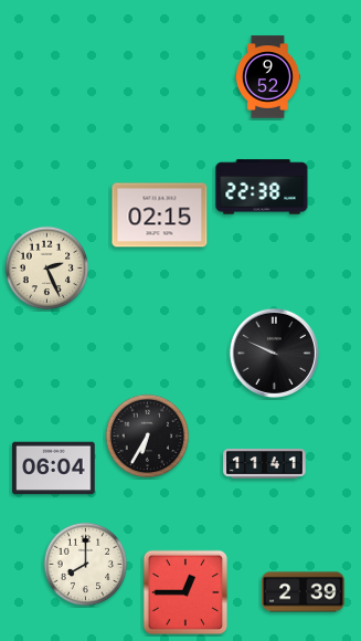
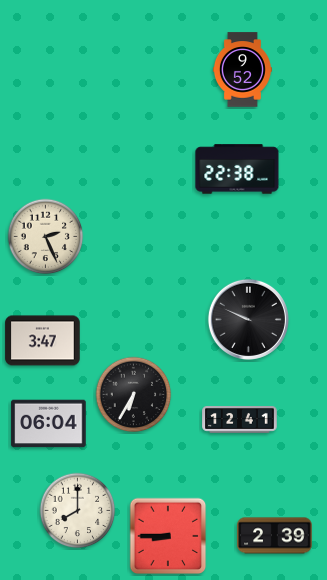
clock at (160, 216): 02:15 -> none
clock at (47, 269) position: (47, 269) -> (46, 237)
clock at (43, 341): none -> 3:47
clock at (265, 464): 11:41 -> 12:41
clock at (185, 592): 12:45 -> 8:45
